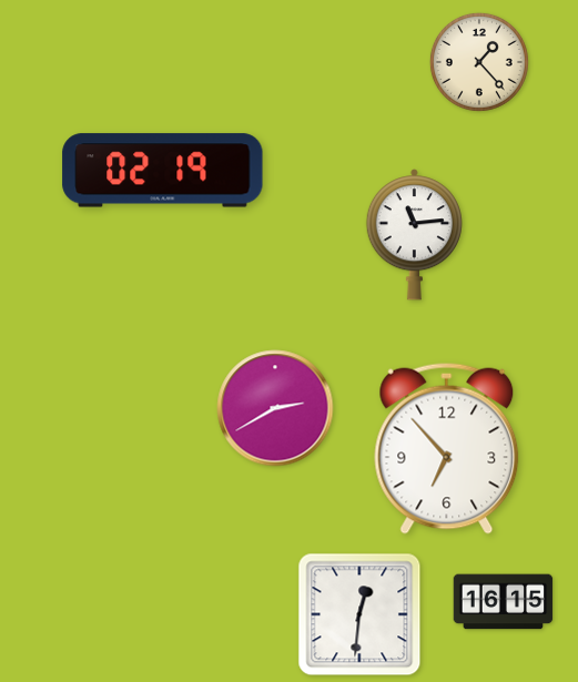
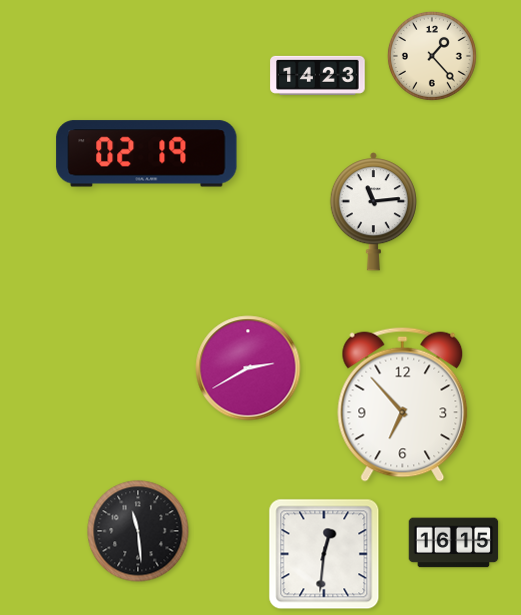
clock at (318, 75): none -> 14:23
clock at (138, 531): none -> 11:29
